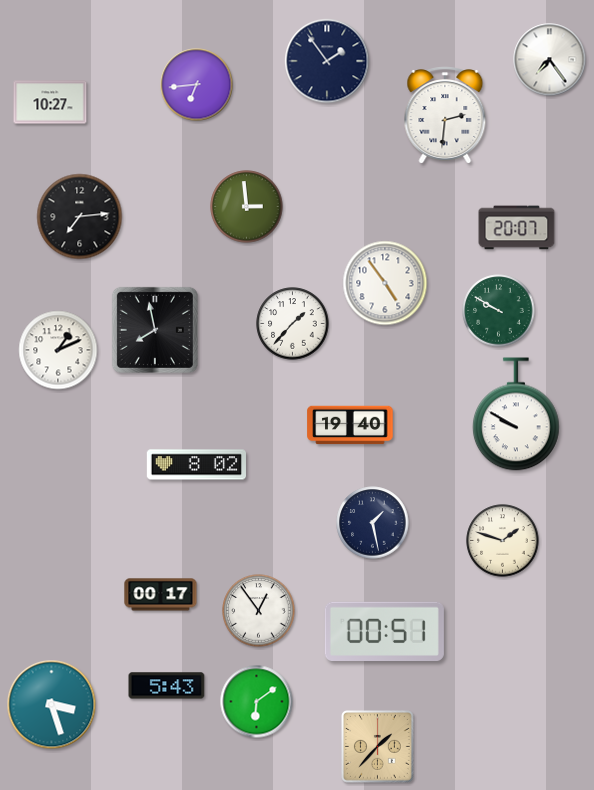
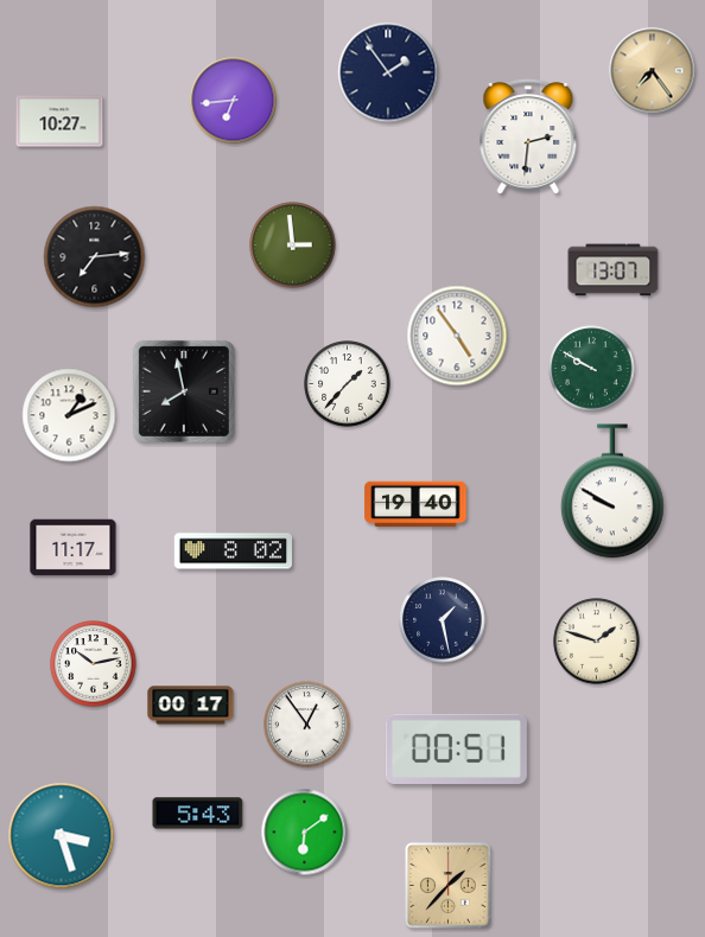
clock at (550, 60) dial: white -> champagne
clock at (517, 228): 20:07 -> 13:07
clock at (74, 548): none -> 11:17
clock at (94, 664): none -> 10:13
